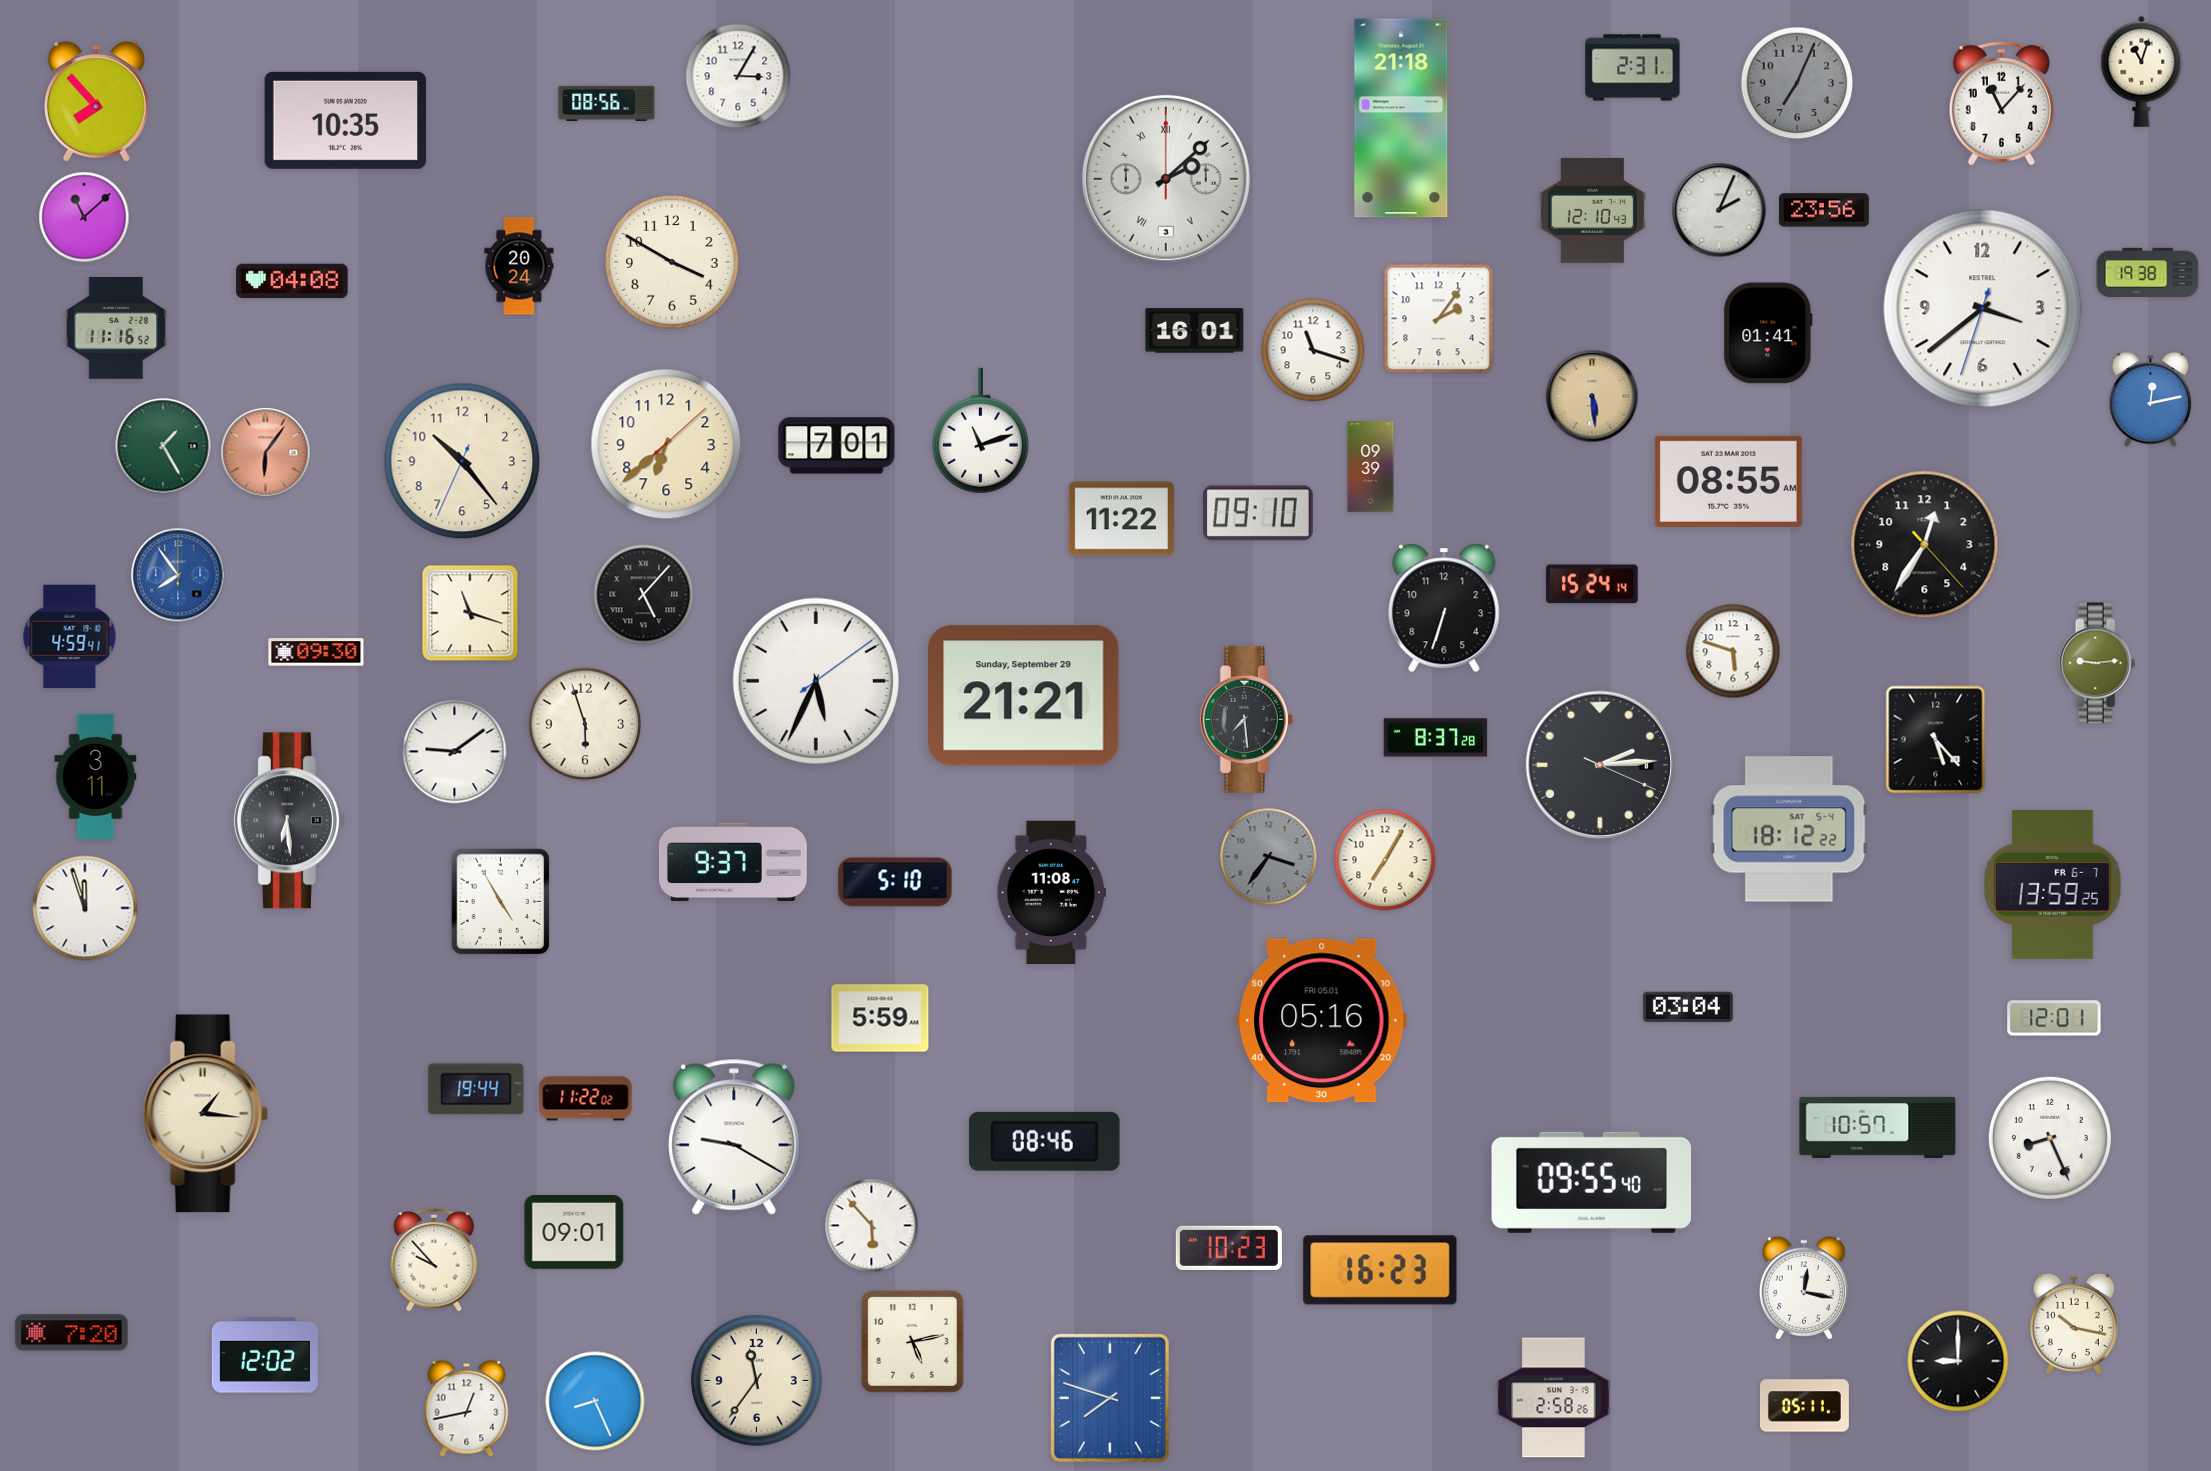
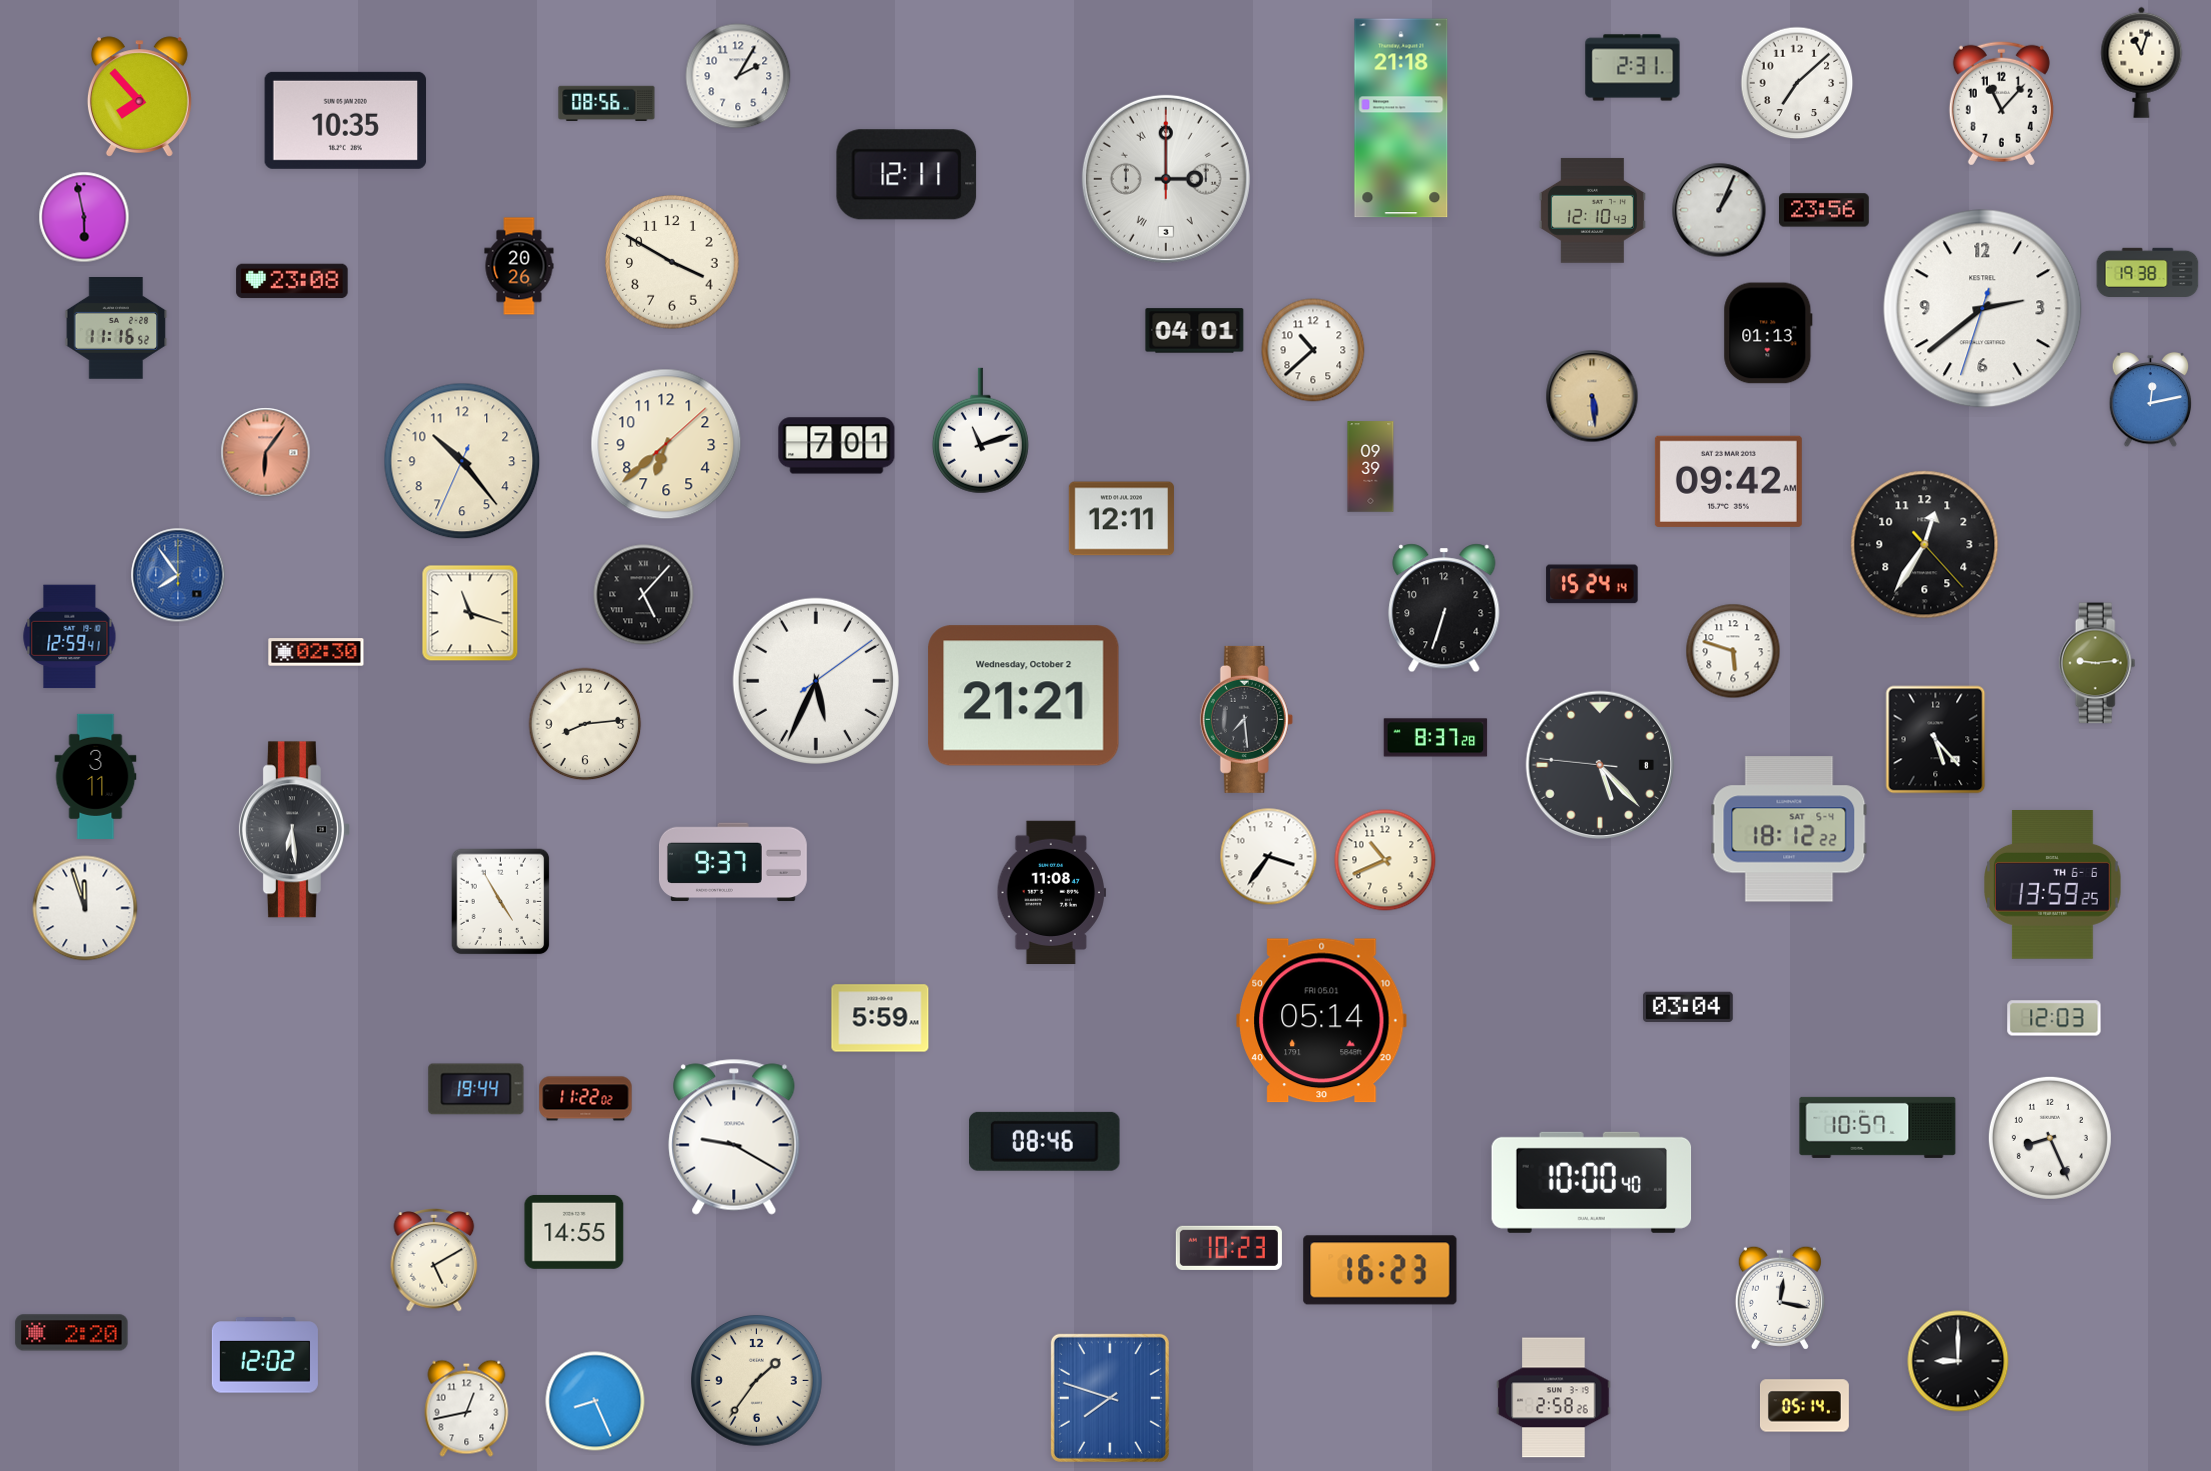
clock at (2142, 71) position: (2142, 71) -> (2142, 62)
clock at (738, 76): 3:05 -> 2:05
clock at (1797, 83): 7:04 -> 7:08
clock at (1797, 83) dial: grey -> white
clock at (96, 101) position: (96, 101) -> (139, 96)
clock at (907, 175): none -> 12:11
clock at (1166, 179): 2:08 -> 3:00
clock at (1719, 210): 2:04 -> 1:04
clock at (84, 217): 11:08 -> 5:58
clock at (519, 266): 20:24 -> 20:26
clock at (292, 281): 04:08 -> 23:08
clock at (1983, 309): 3:38 -> 2:38
clock at (1439, 319): 2:06 -> none
clock at (1195, 331): 16:01 -> 04:01
clock at (1768, 333): 01:41 -> 01:13
clock at (1313, 350): 11:18 -> 10:38
clock at (163, 446): 1:25 -> none
clock at (1728, 481): 08:55 -> 09:42
clock at (1259, 513): 09:10 -> none
clock at (1121, 519): 11:22 -> 12:11
clock at (70, 637): 4:59 -> 12:59
clock at (316, 652): 09:30 -> 02:30
clock at (1024, 696) date: Sunday, September 29 -> Wednesday, October 2
clock at (585, 724): 5:57 -> 8:14
clock at (455, 752): 9:09 -> none
clock at (1599, 764): 2:14 -> 5:22
clock at (289, 821) position: (289, 821) -> (294, 830)
clock at (1269, 857) dial: grey -> white
clock at (1385, 860): 7:05 -> 10:41
clock at (895, 882): 5:10 -> none
clock at (2053, 885) date: FR 6-7 -> TH 6-6
clock at (2054, 1018): 12:01 -> 12:03
clock at (1322, 1021): 05:16 -> 05:14
clock at (205, 1114): 1:16 -> none
clock at (1592, 1182): 09:55 -> 10:00
clock at (872, 1226): 5:53 -> none
clock at (574, 1232): 09:01 -> 14:55
clock at (434, 1261): 9:53 -> 5:10
clock at (1804, 1288) position: (1804, 1288) -> (1780, 1298)
clock at (2074, 1324): 10:17 -> none
clock at (72, 1333): 7:20 -> 2:20
clock at (912, 1341): 5:13 -> none
clock at (757, 1381): 11:36 -> 1:36
clock at (1804, 1406): 05:11 -> 05:14
